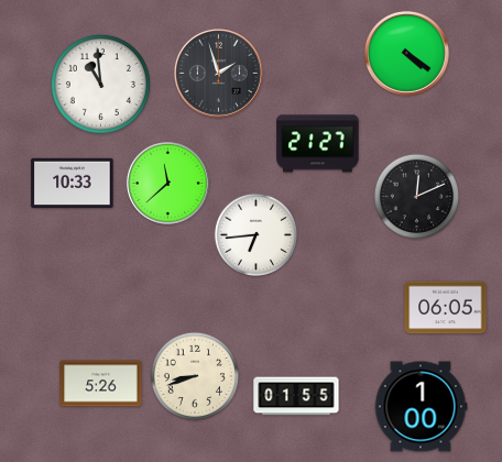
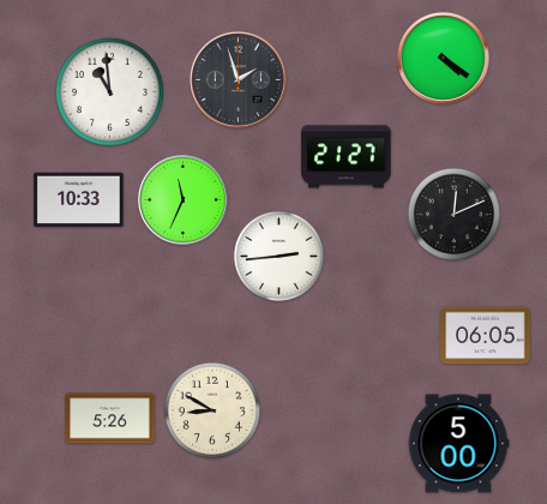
clock at (168, 184): 11:38 -> 11:34
clock at (255, 234): 6:44 -> 2:44
clock at (195, 376): 8:42 -> 8:50
clock at (296, 396): 01:55 -> none
clock at (421, 407): 1:00 -> 5:00
